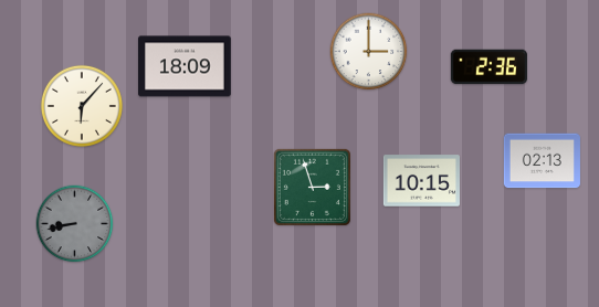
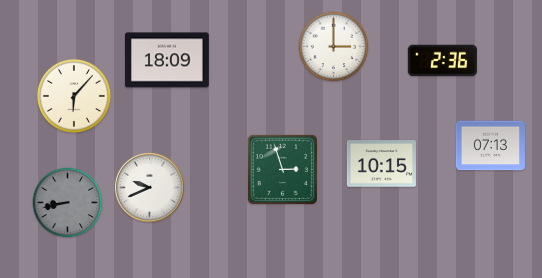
clock at (542, 161): 02:13 -> 07:13
clock at (149, 187): none -> 9:41
